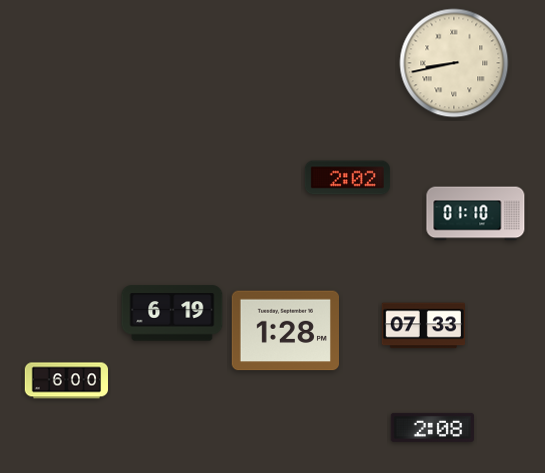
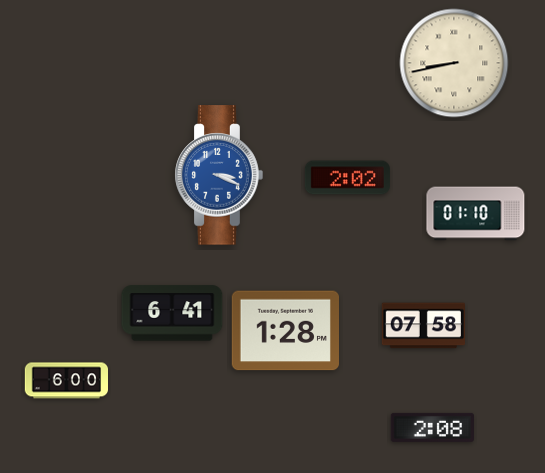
clock at (219, 175): none -> 3:19
clock at (172, 313): 6:19 -> 6:41
clock at (423, 326): 07:33 -> 07:58
